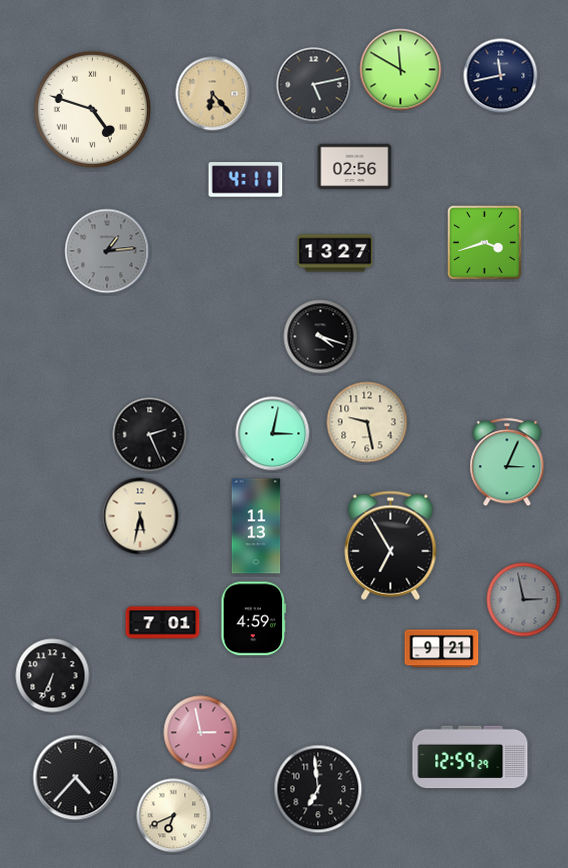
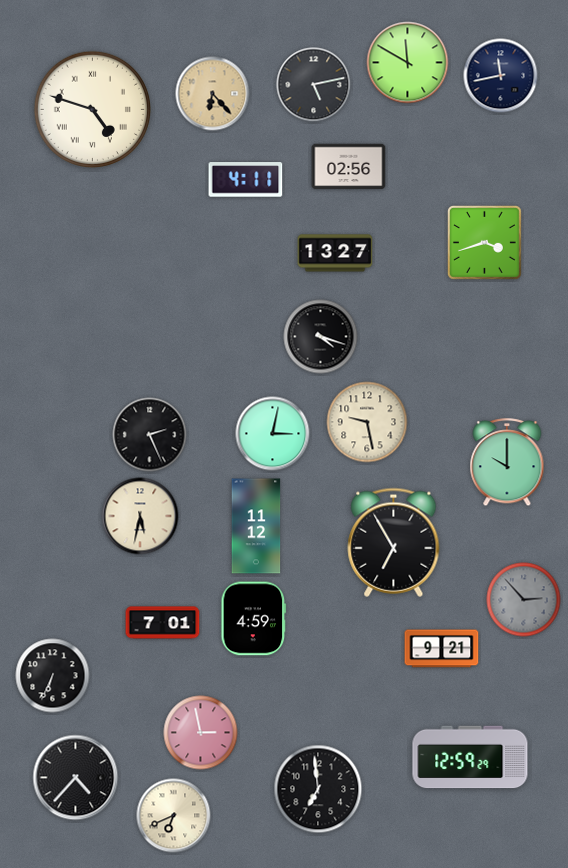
clock at (401, 70) position: (401, 70) -> (408, 63)
clock at (355, 167) position: (355, 167) -> (349, 167)
clock at (107, 251): 1:14 -> none
clock at (507, 463): 3:04 -> 10:00
clock at (256, 526): 11:13 -> 11:12
clock at (391, 545) position: (391, 545) -> (394, 542)
clock at (524, 600): 2:58 -> 2:53
